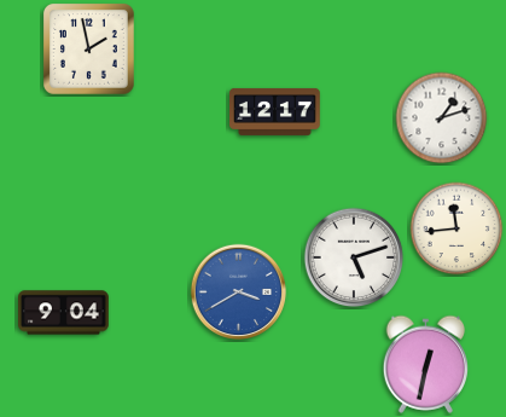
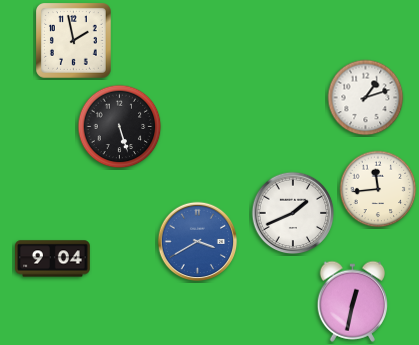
clock at (275, 111): 12:17 -> none
clock at (120, 127): none -> 5:27
clock at (354, 257): 5:12 -> 1:41
